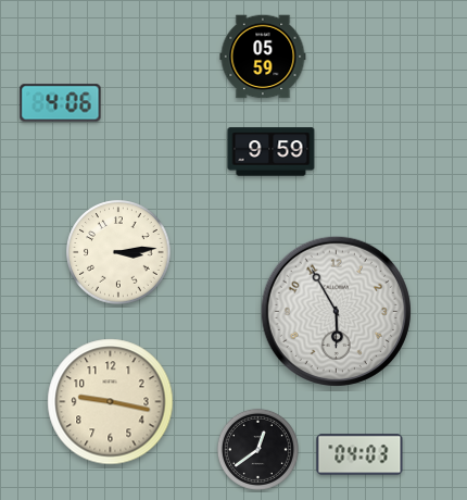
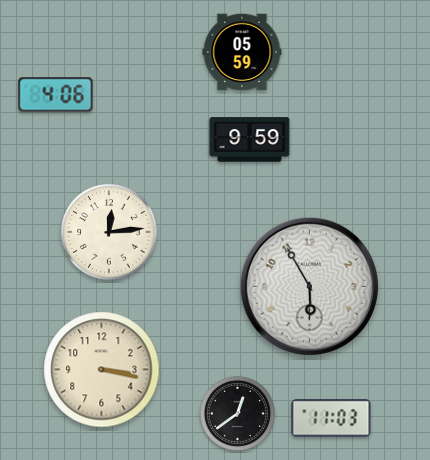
clock at (118, 252): 3:14 -> 12:14
clock at (111, 402): 9:17 -> 3:17
clock at (359, 454): 04:03 -> 11:03
